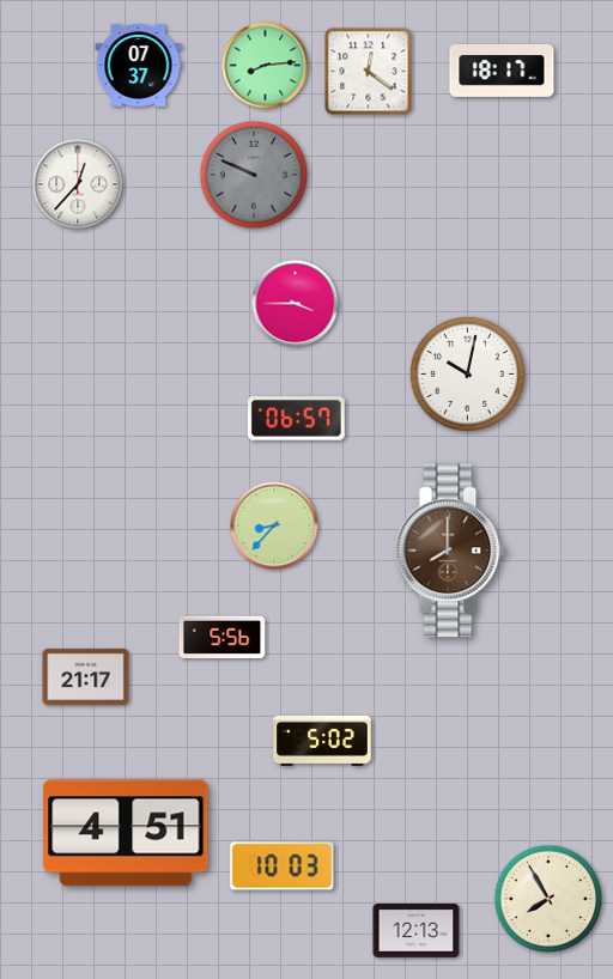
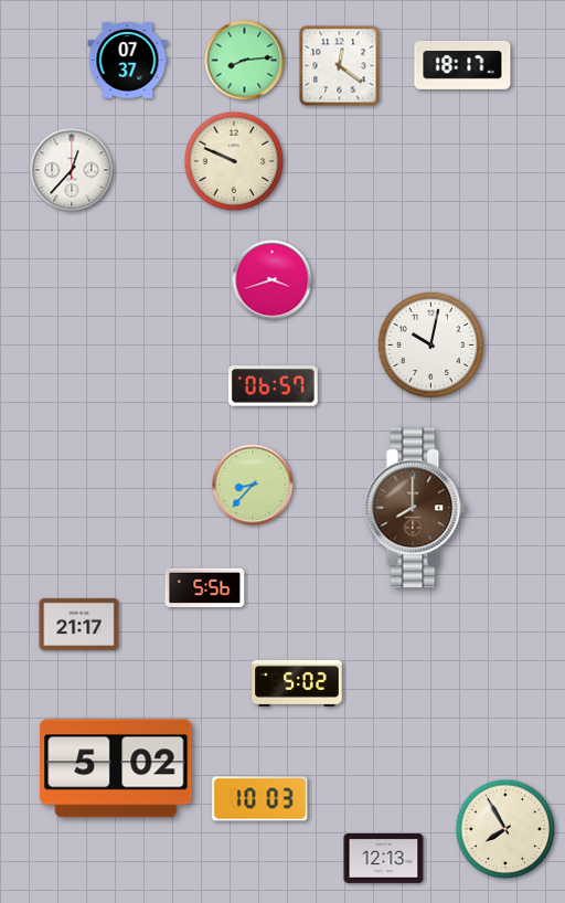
clock at (254, 175) dial: grey -> cream
clock at (296, 304): 3:45 -> 3:42
clock at (126, 833): 4:51 -> 5:02
